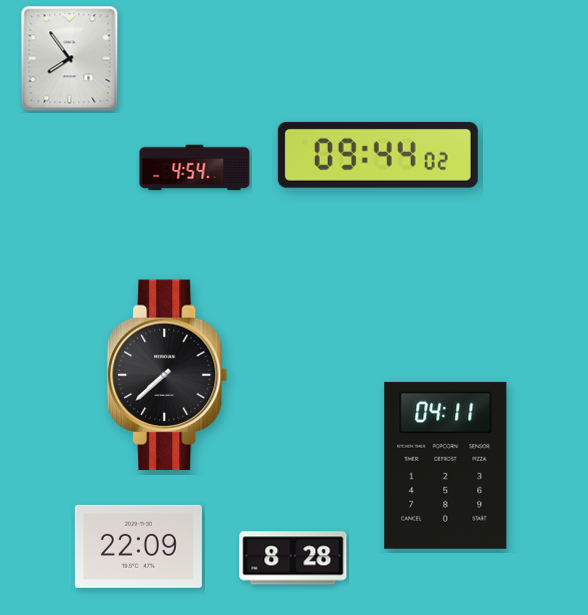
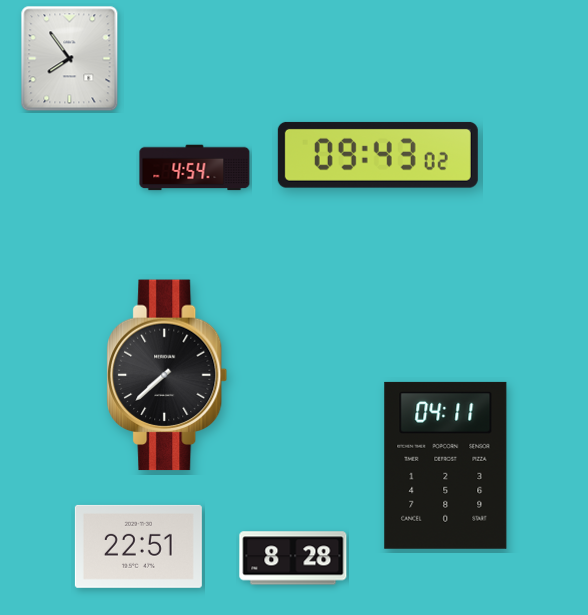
clock at (378, 155): 09:44 -> 09:43
clock at (138, 546): 22:09 -> 22:51
